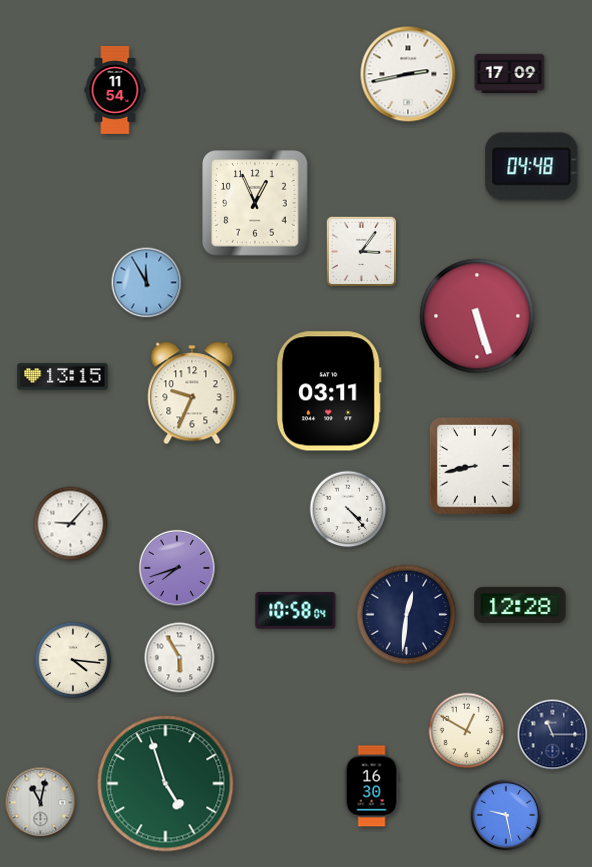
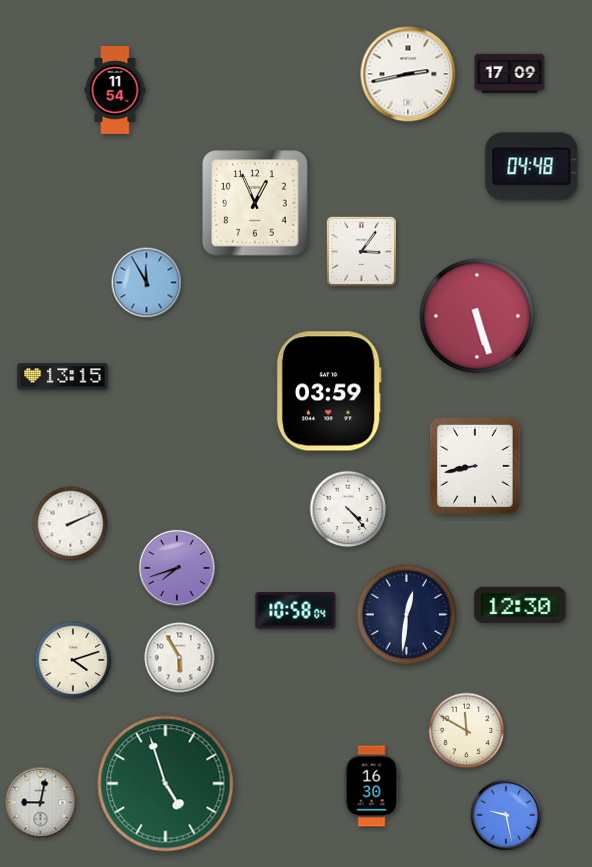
clock at (329, 391): 03:11 -> 03:59
clock at (192, 393): 9:34 -> none
clock at (71, 524): 9:07 -> 2:11
clock at (520, 605): 12:28 -> 12:30
clock at (73, 660): 4:16 -> 4:12
clock at (467, 731): 12:50 -> 11:50
clock at (553, 735): 11:15 -> none
clock at (41, 803): 11:02 -> 9:02
